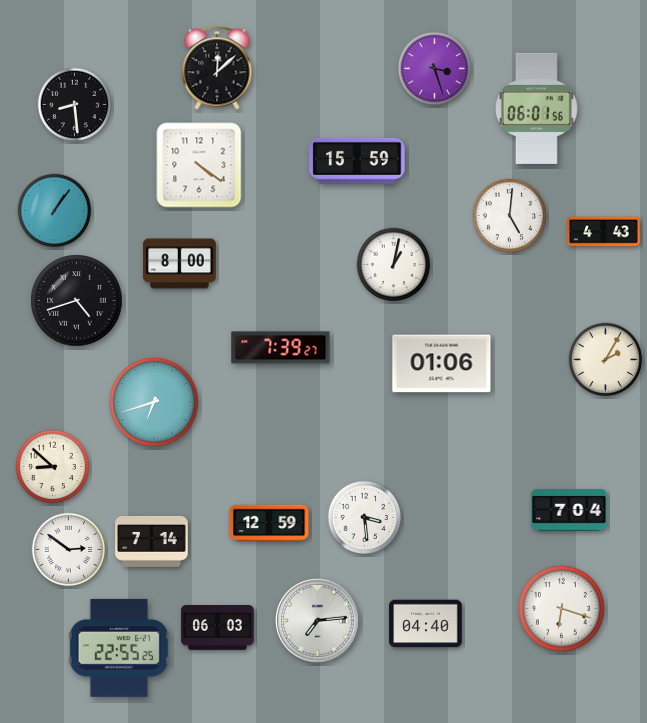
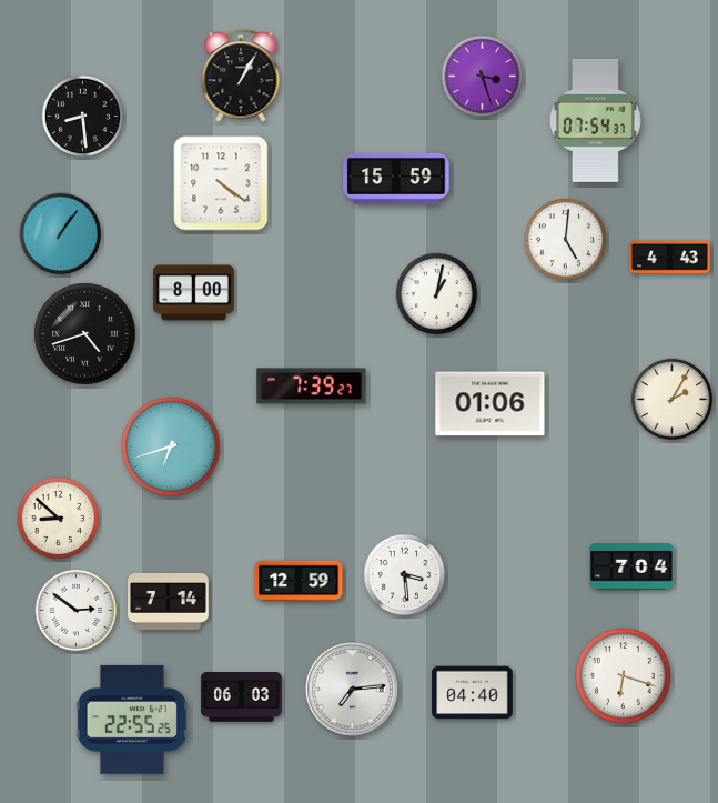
clock at (217, 68): 12:08 -> 1:05
clock at (536, 108): 06:01 -> 07:54
clock at (180, 264) position: (180, 264) -> (194, 293)
